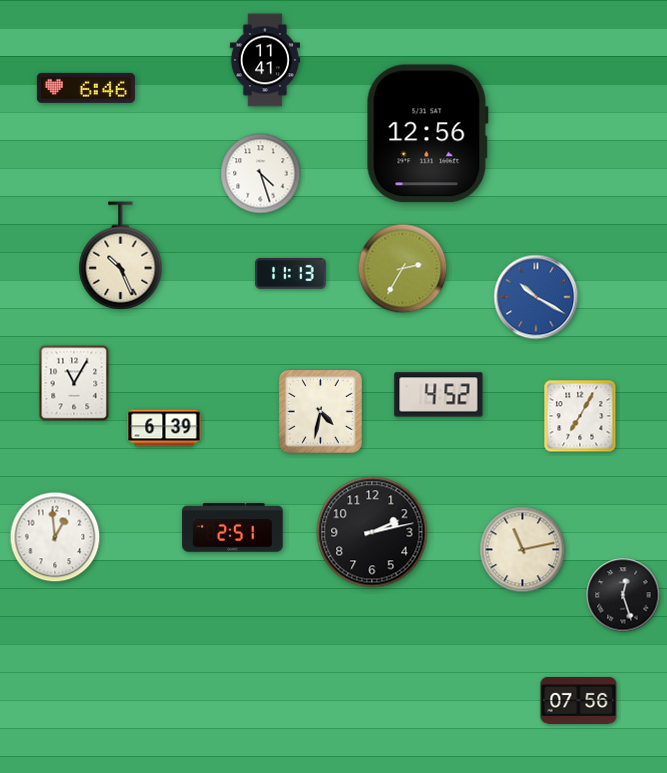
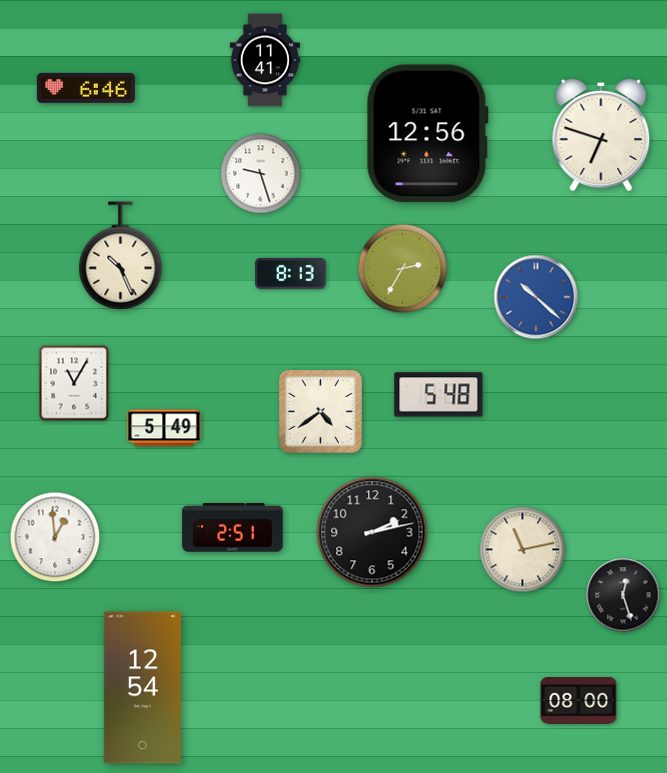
clock at (601, 136): none -> 6:48
clock at (261, 174): 4:27 -> 9:27
clock at (291, 273): 11:13 -> 8:13
clock at (536, 297): 10:20 -> 10:22
clock at (439, 395): 4:52 -> 5:48
clock at (320, 411): 4:32 -> 4:39
clock at (580, 416): 7:05 -> none
clock at (164, 428): 6:39 -> 5:49
clock at (142, 688): none -> 12:54
clock at (579, 701): 07:56 -> 08:00
